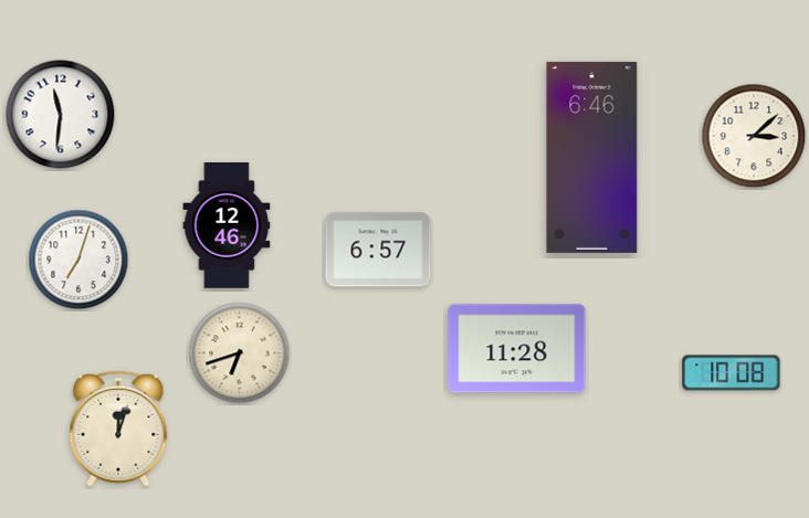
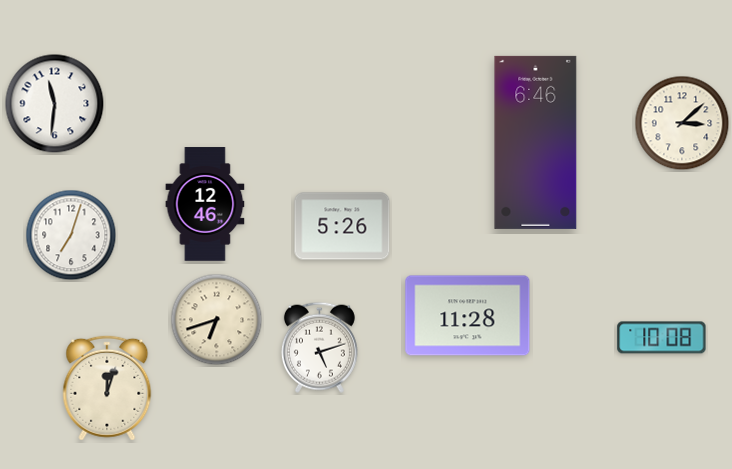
clock at (378, 250): 6:57 -> 5:26
clock at (319, 347): none -> 5:12
